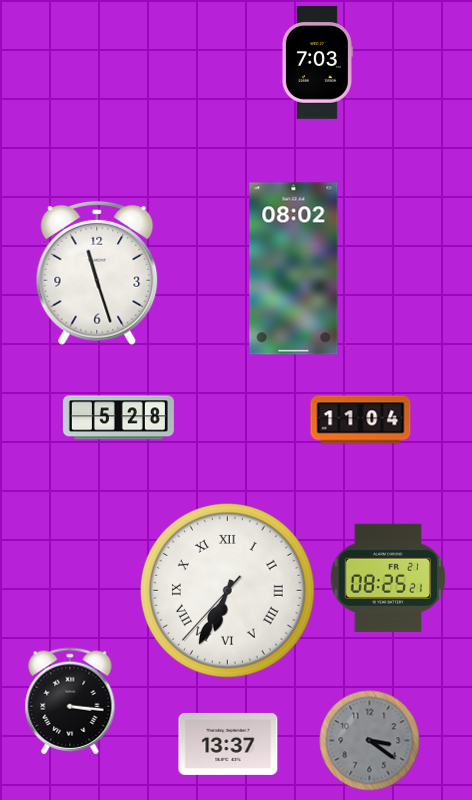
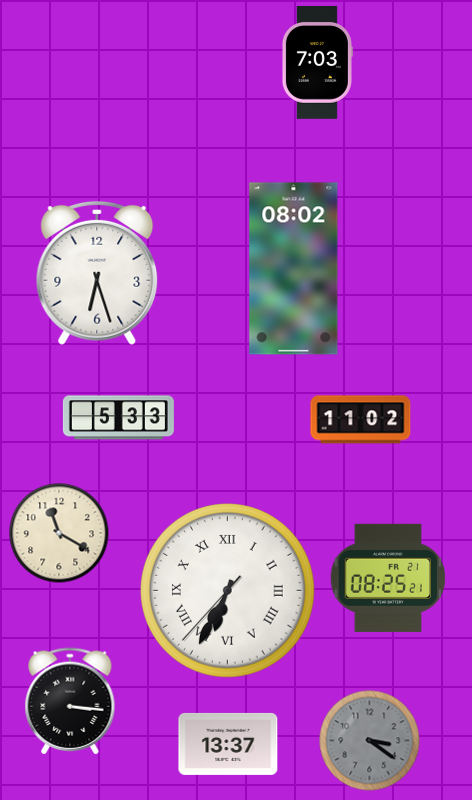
clock at (97, 273): 11:27 -> 6:27
clock at (118, 418): 5:28 -> 5:33
clock at (361, 420): 11:04 -> 11:02
clock at (59, 533): none -> 11:20
